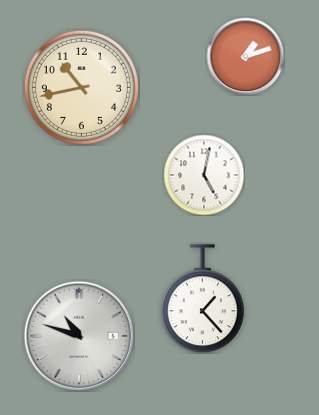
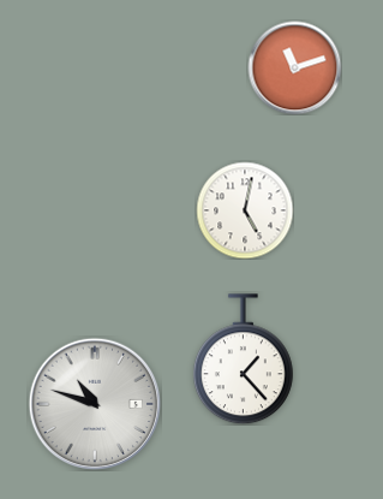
clock at (245, 56): 1:12 -> 11:12
clock at (81, 87): 10:43 -> none
